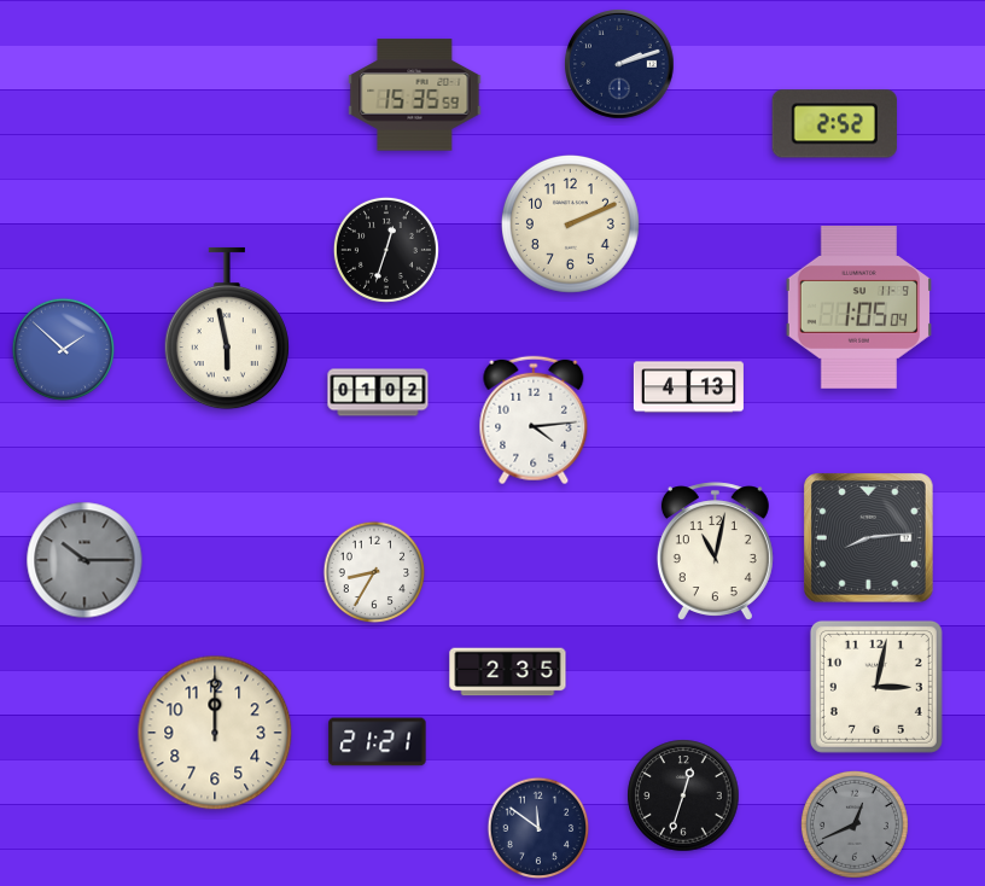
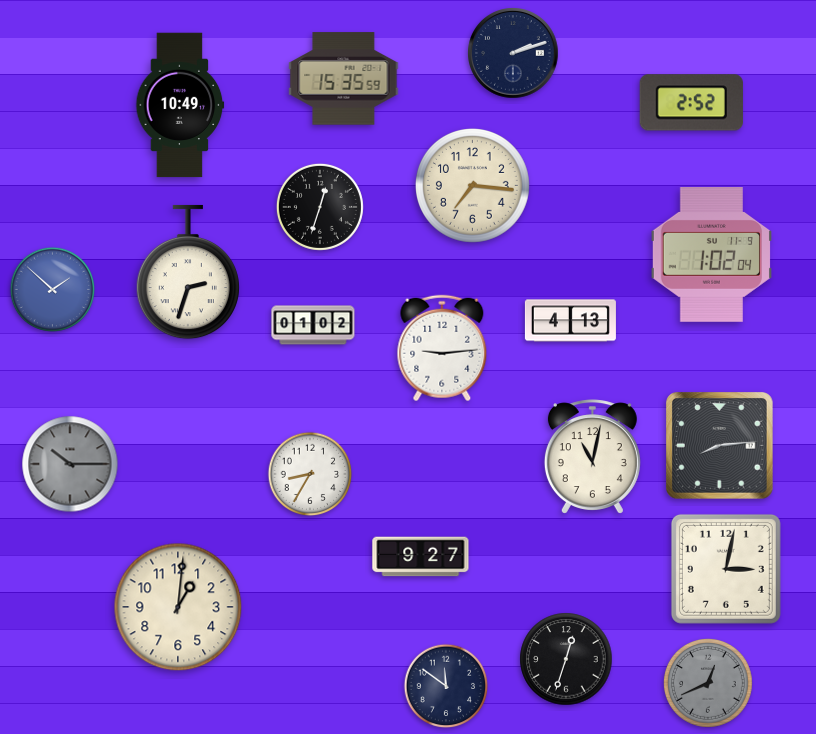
clock at (180, 105): none -> 10:49
clock at (570, 223): 2:11 -> 7:16
clock at (858, 308): 1:05 -> 1:02
clock at (227, 328): 5:58 -> 2:33
clock at (534, 420): 4:14 -> 9:14
clock at (508, 672): 2:35 -> 9:27
clock at (215, 733): 12:00 -> 1:01
clock at (378, 742): 21:21 -> none
